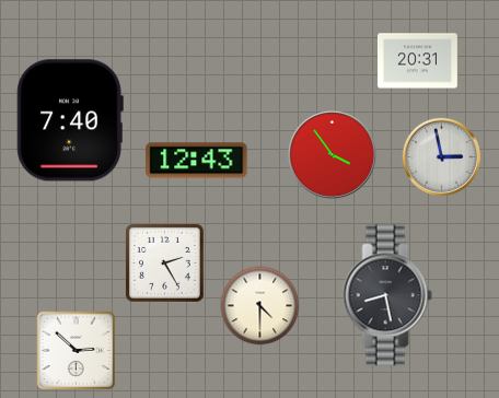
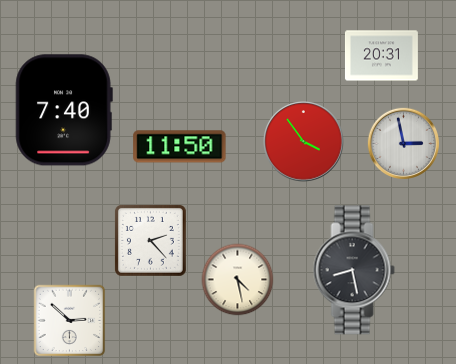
clock at (197, 161): 12:43 -> 11:50
clock at (164, 262): 2:25 -> 2:23
clock at (260, 306): 4:30 -> 4:28
